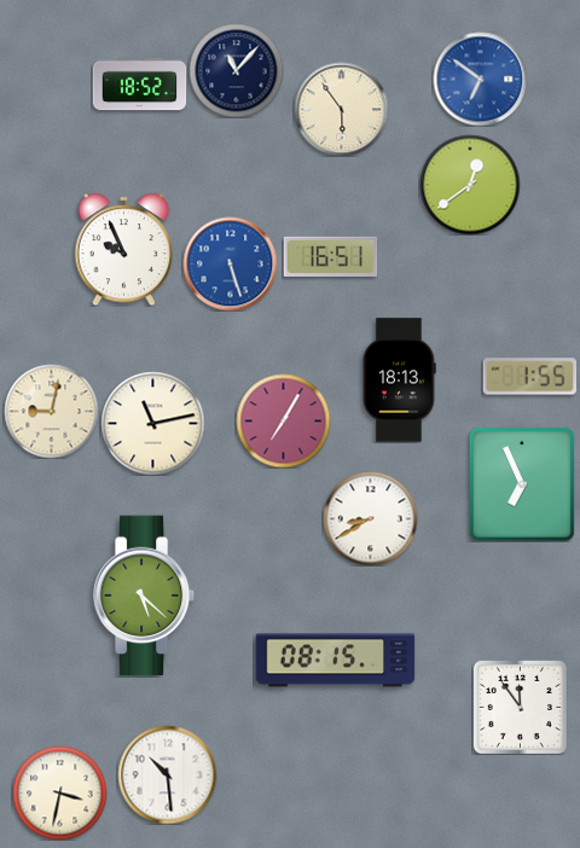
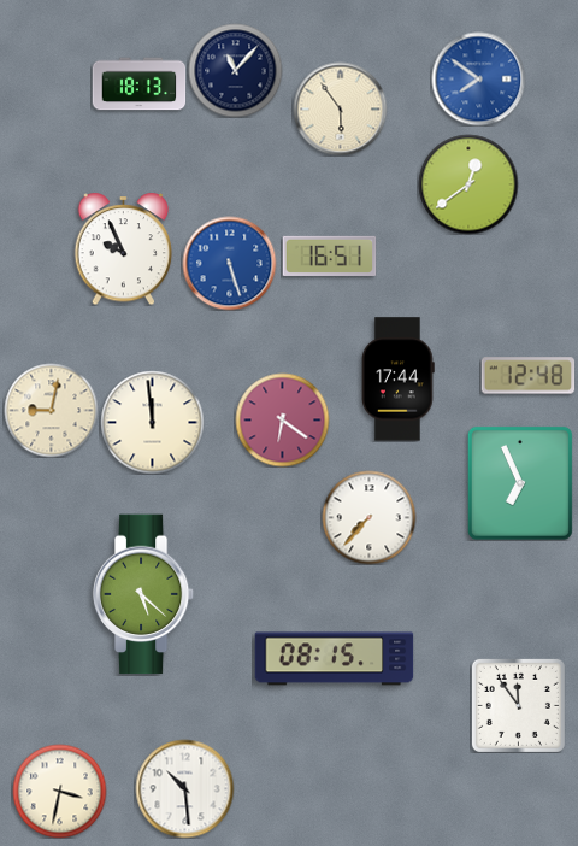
clock at (480, 79): 6:51 -> 7:51
clock at (139, 85): 18:52 -> 18:13
clock at (529, 377): 1:55 -> 12:48
clock at (400, 381): 18:13 -> 17:44
clock at (283, 420): 7:05 -> 6:21
clock at (152, 423): 11:13 -> 11:59
clock at (370, 518): 8:40 -> 7:37
clock at (167, 774) position: (167, 774) -> (184, 788)
